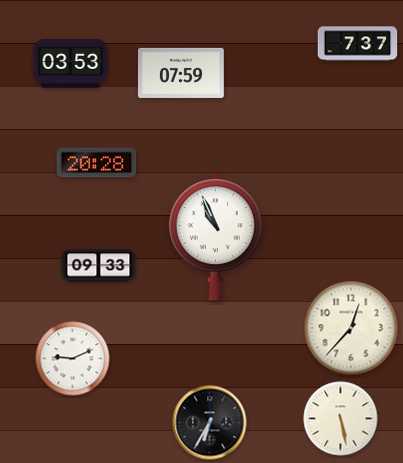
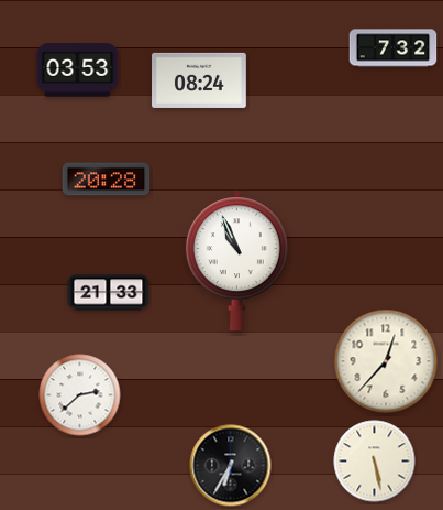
clock at (358, 44): 7:37 -> 7:32
clock at (182, 73): 07:59 -> 08:24
clock at (99, 266): 09:33 -> 21:33
clock at (73, 359): 9:11 -> 2:38
